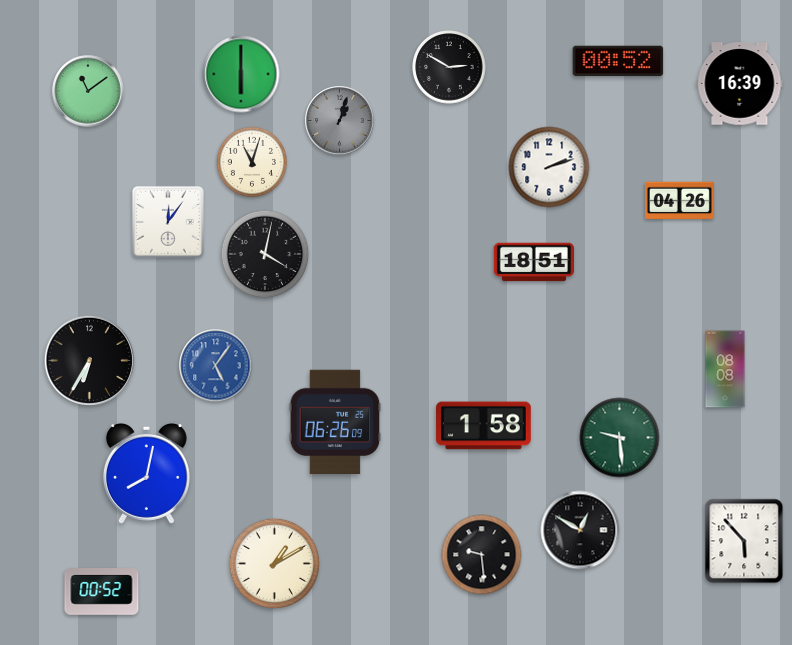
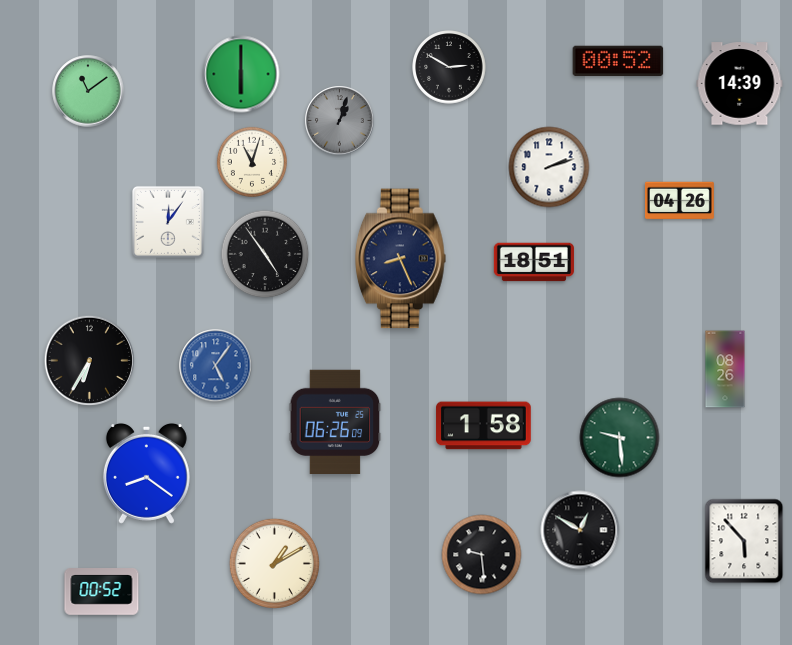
clock at (740, 84): 16:39 -> 14:39
clock at (265, 254): 4:02 -> 4:54
clock at (400, 259): none -> 8:26
clock at (725, 369): 08:08 -> 08:26
clock at (146, 473): 8:02 -> 8:21
